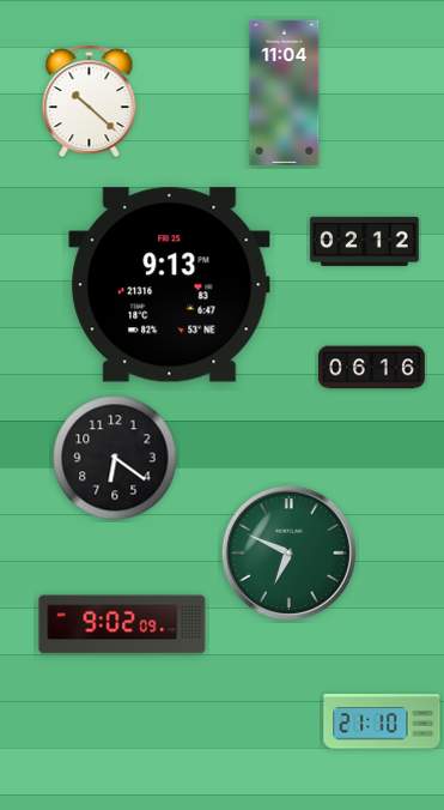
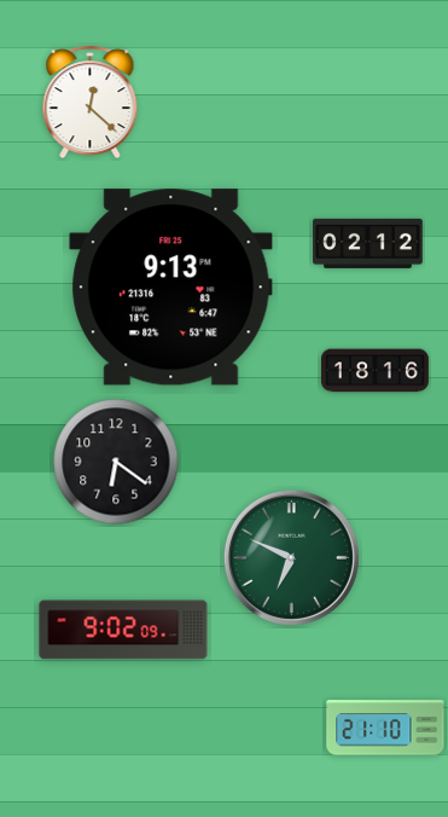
clock at (285, 92): 11:04 -> none
clock at (90, 102): 10:22 -> 12:22
clock at (371, 368): 06:16 -> 18:16
